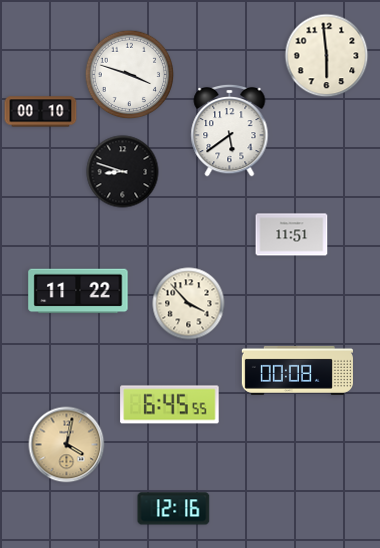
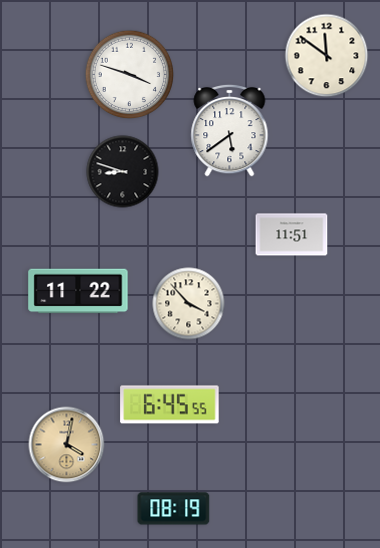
clock at (327, 56): 5:59 -> 11:51
clock at (41, 112): 00:10 -> none
clock at (297, 370): 00:08 -> none
clock at (174, 509): 12:16 -> 08:19
